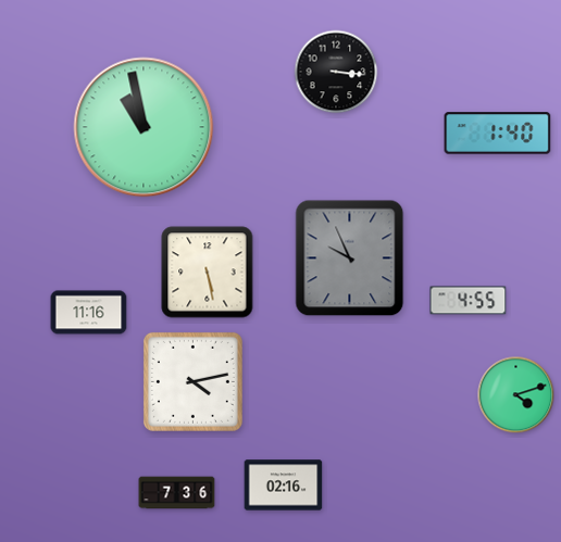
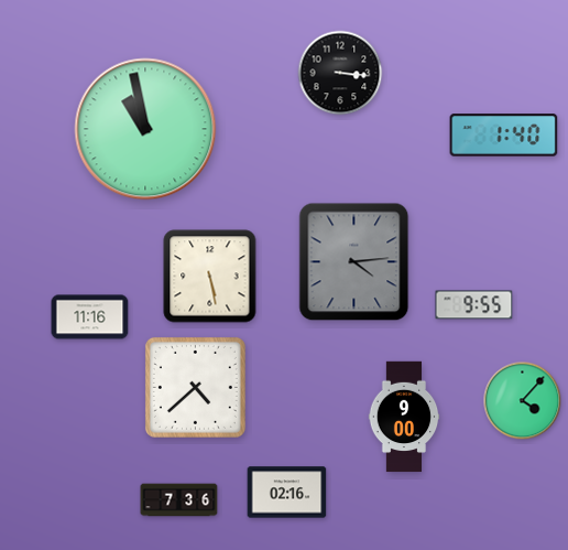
clock at (350, 259): 9:56 -> 4:14
clock at (469, 301): 4:55 -> 9:55
clock at (192, 381): 4:13 -> 4:38
clock at (516, 395): 4:12 -> 4:07
clock at (404, 417): none -> 9:00
